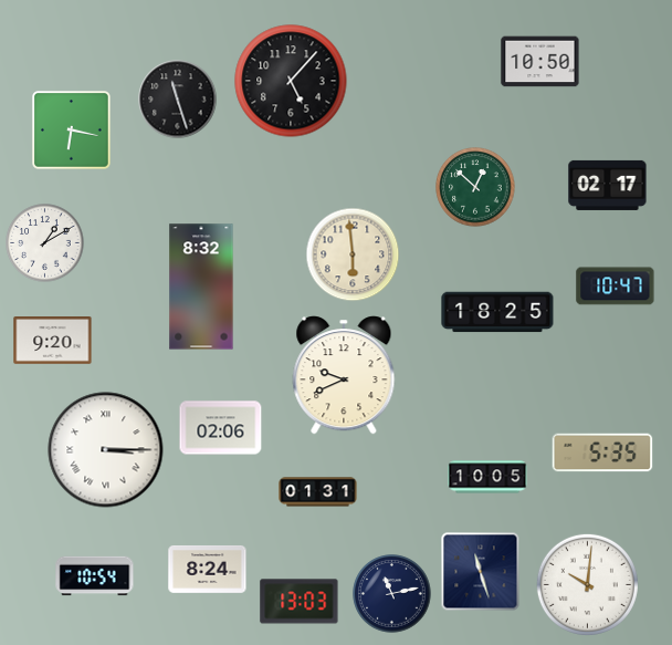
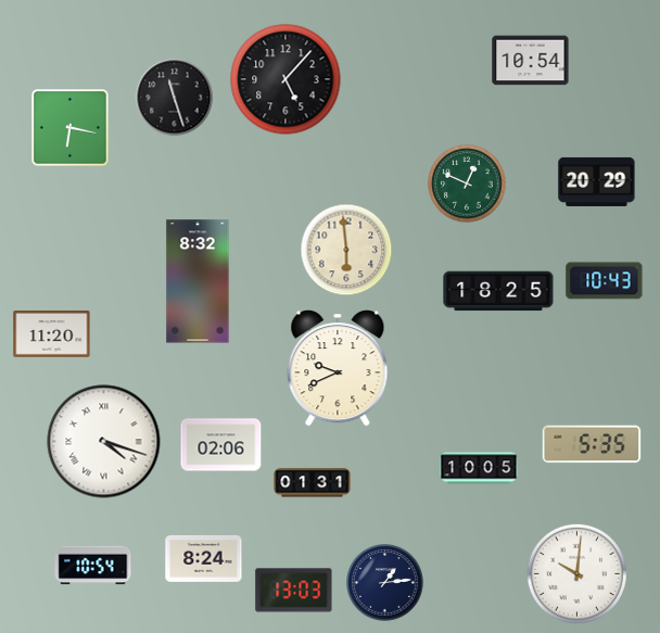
clock at (540, 62): 10:50 -> 10:54
clock at (608, 185): 02:17 -> 20:29
clock at (475, 187): 12:52 -> 12:49
clock at (45, 243): 1:10 -> none
clock at (616, 287): 10:47 -> 10:43
clock at (497, 312) position: (497, 312) -> (498, 291)
clock at (53, 341): 9:20 -> 11:20
clock at (221, 428) position: (221, 428) -> (221, 445)
clock at (106, 450): 3:15 -> 4:18
clock at (481, 572): 11:27 -> none
clock at (392, 594): 11:13 -> 1:14
